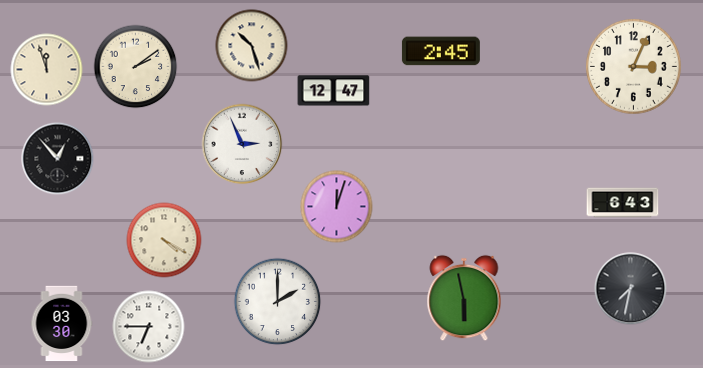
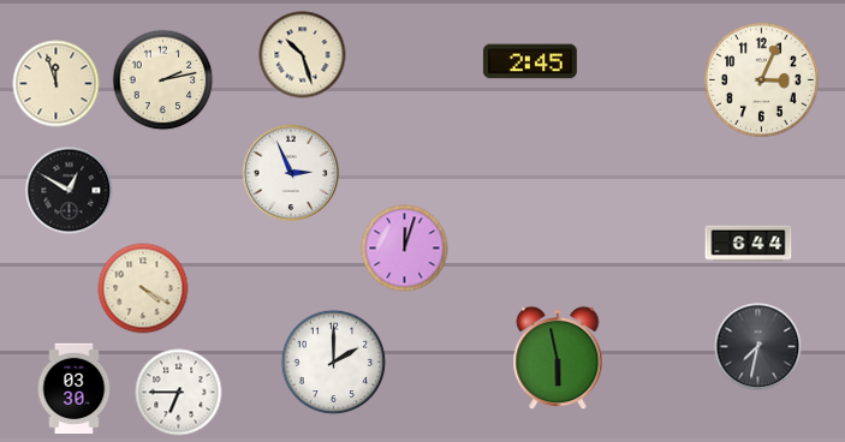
clock at (136, 67): 2:09 -> 2:13
clock at (334, 91): 12:47 -> none
clock at (58, 159): 12:53 -> 12:50
clock at (623, 203): 6:43 -> 6:44
clock at (164, 240) position: (164, 240) -> (143, 288)
